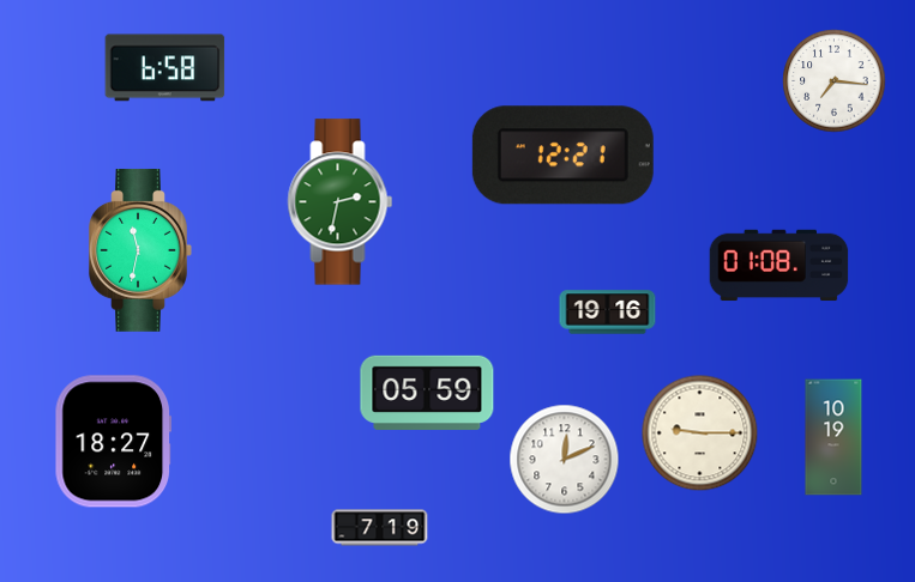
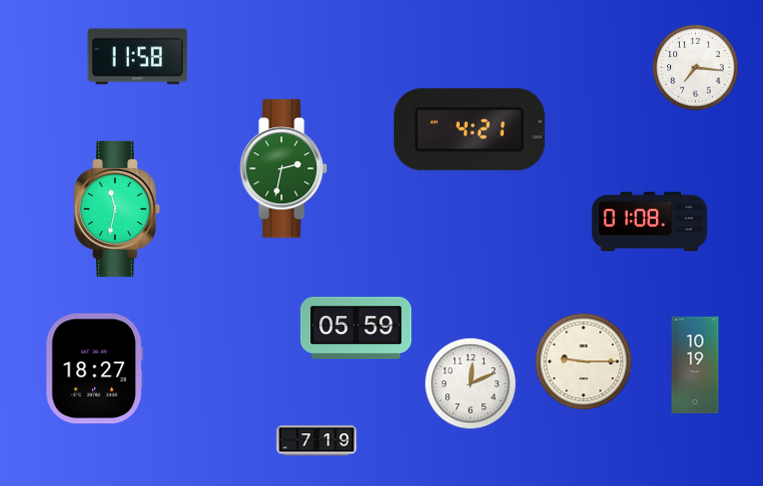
clock at (165, 68): 6:58 -> 11:58
clock at (562, 156): 12:21 -> 4:21
clock at (608, 313): 19:16 -> none
